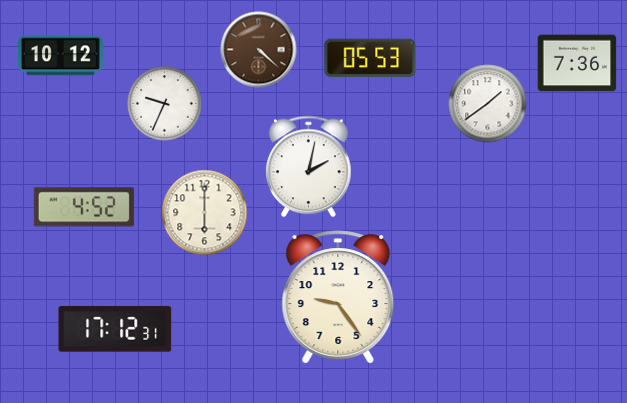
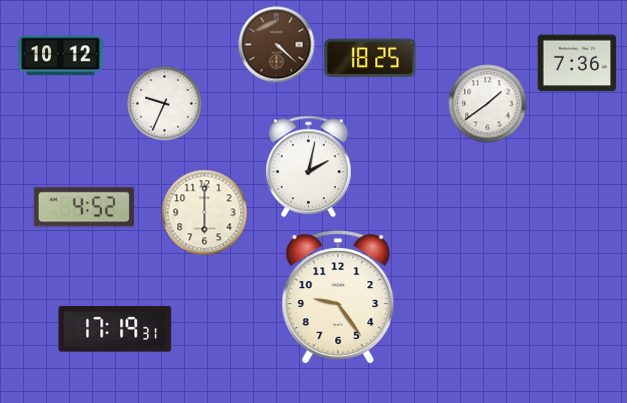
clock at (259, 50) position: (259, 50) -> (277, 45)
clock at (370, 58): 05:53 -> 18:25
clock at (115, 330): 17:12 -> 17:19
